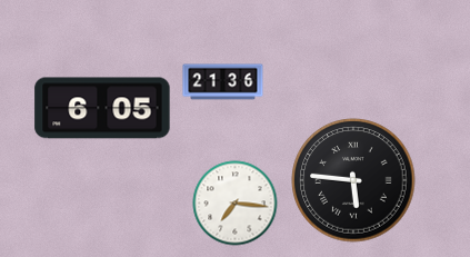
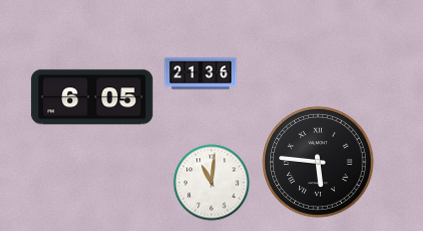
clock at (236, 204): 7:16 -> 11:01
